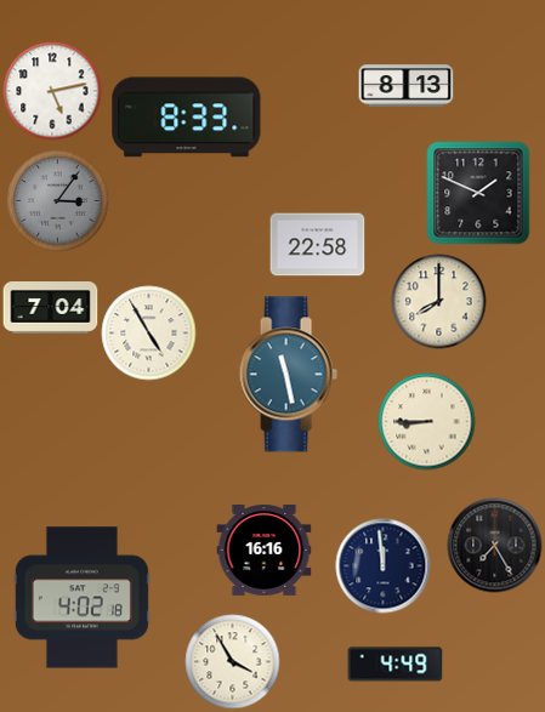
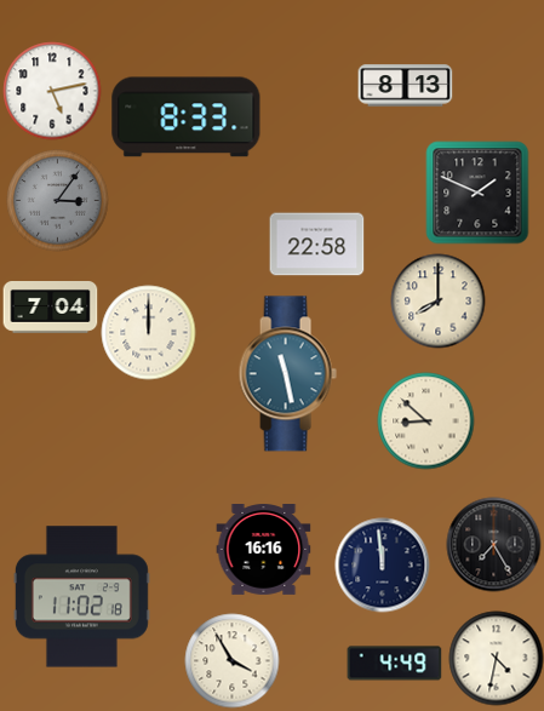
clock at (148, 332): 4:55 -> 12:00
clock at (426, 421): 8:45 -> 8:52
clock at (81, 598): 4:02 -> 11:02
clock at (496, 658): none -> 4:32
